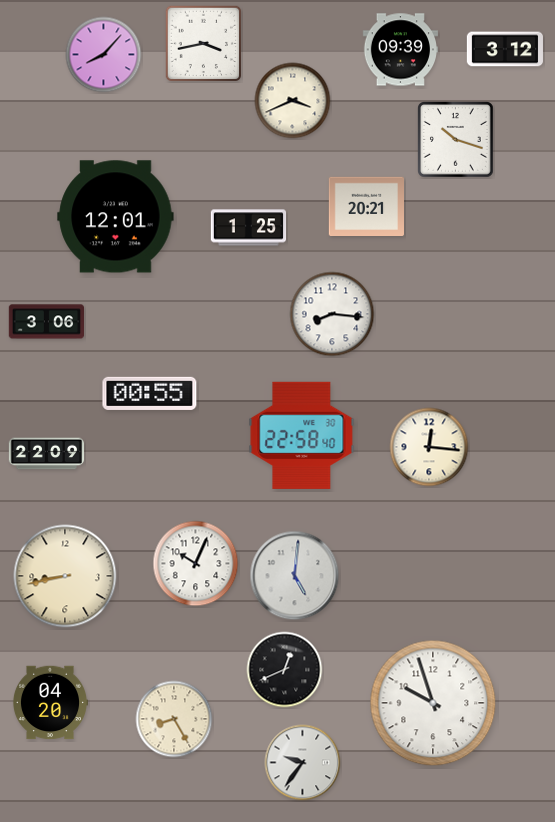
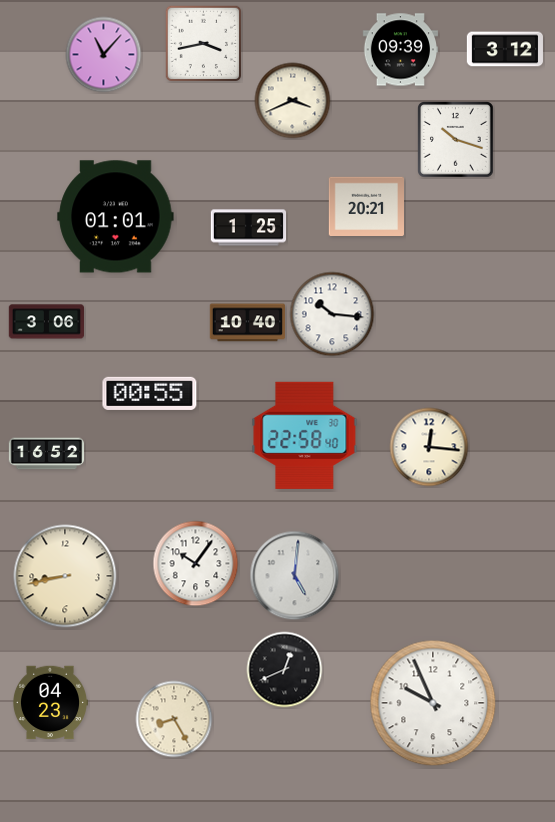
clock at (104, 55): 8:07 -> 11:07
clock at (116, 217): 12:01 -> 01:01
clock at (332, 314): 8:16 -> 10:16
clock at (247, 323): none -> 10:40
clock at (302, 435) position: (302, 435) -> (305, 435)
clock at (47, 454): 22:09 -> 16:52
clock at (196, 564): 10:04 -> 10:06
clock at (49, 703): 04:20 -> 04:23
clock at (433, 703): 9:57 -> 9:56
clock at (303, 763): 9:36 -> none
